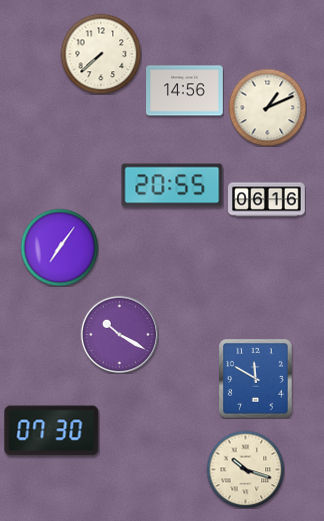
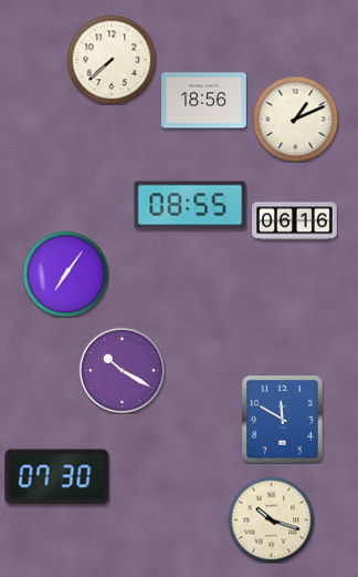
clock at (185, 91): 14:56 -> 18:56
clock at (172, 185): 20:55 -> 08:55
clock at (119, 334) position: (119, 334) -> (122, 370)
